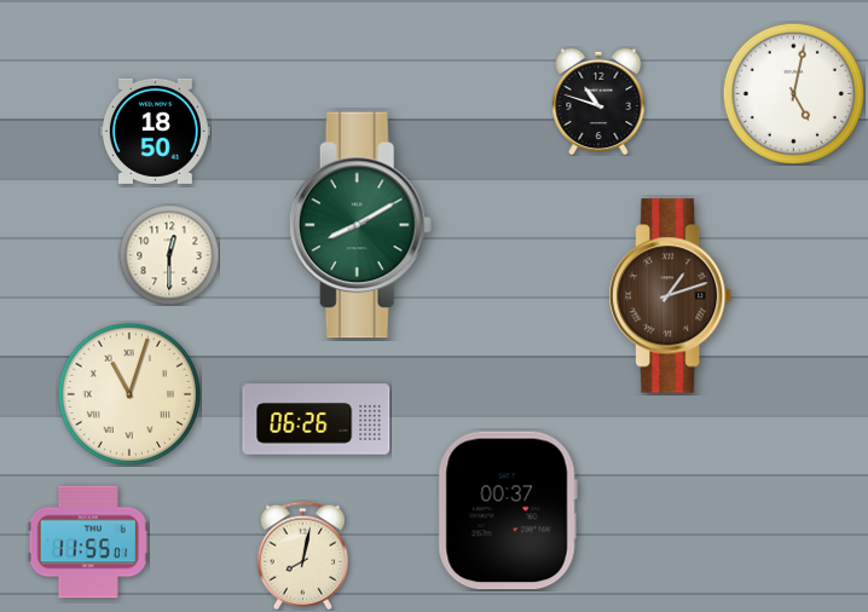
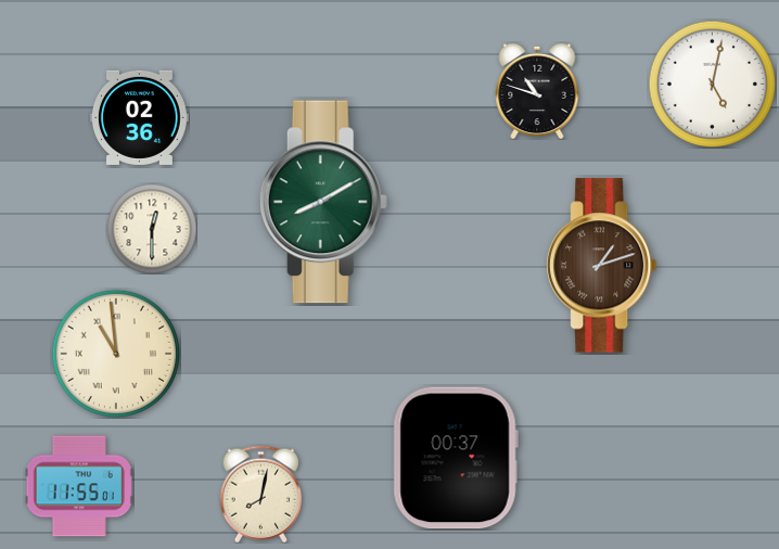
clock at (155, 131): 18:50 -> 02:36
clock at (128, 393): 11:03 -> 10:59
clock at (317, 420): 06:26 -> none
clock at (302, 555) position: (302, 555) -> (260, 494)
